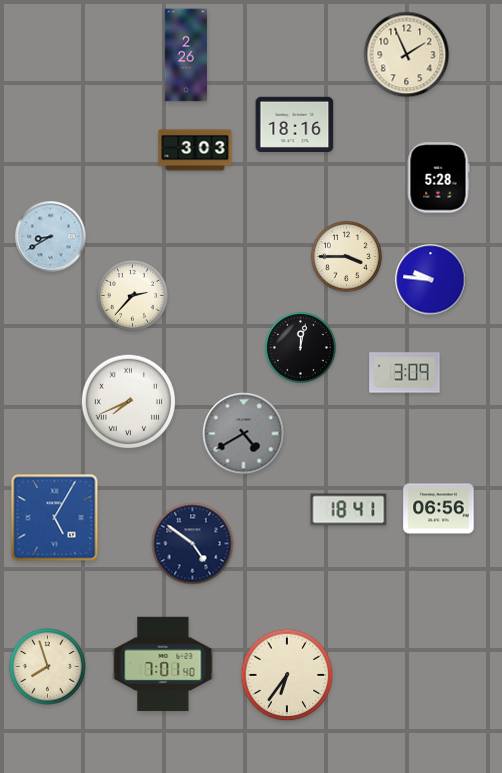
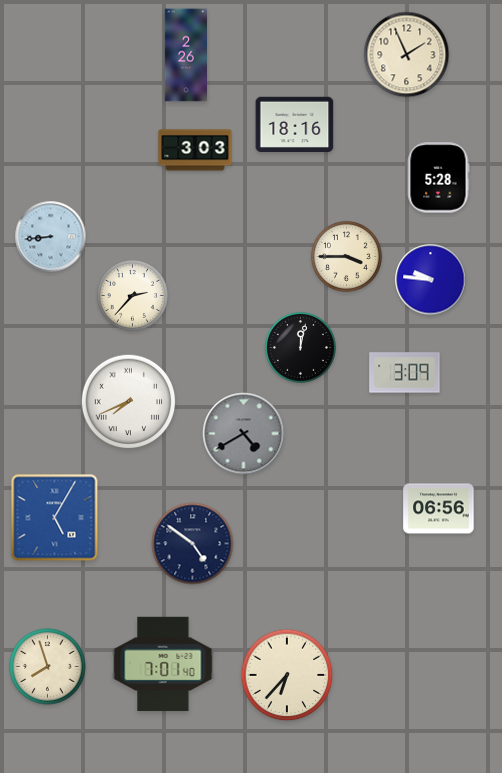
clock at (51, 237): 8:40 -> 8:44
clock at (349, 510): 18:41 -> none
clock at (287, 675): 6:36 -> 6:37
